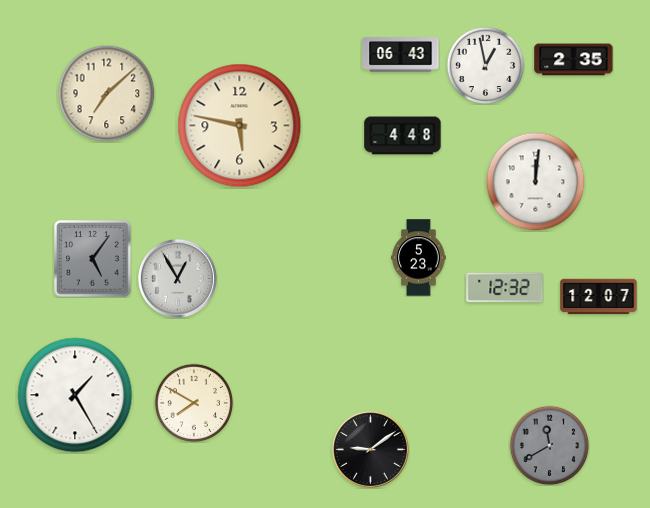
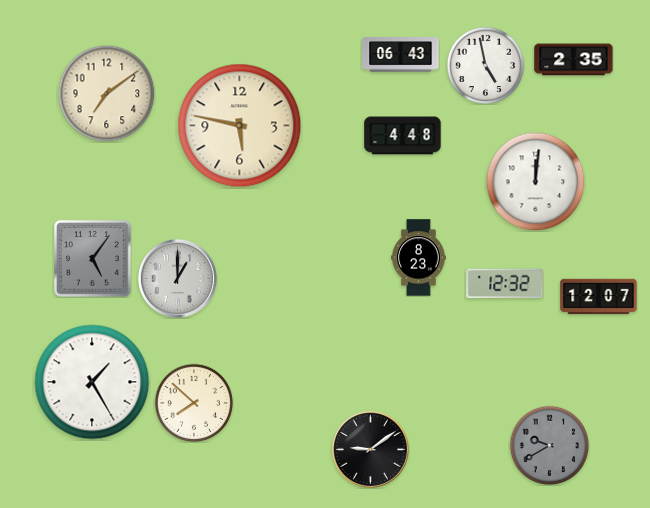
clock at (485, 65): 12:58 -> 4:58
clock at (106, 93): 7:08 -> 7:09
clock at (419, 258): 5:23 -> 8:23
clock at (177, 278): 12:55 -> 1:00
clock at (505, 288) position: (505, 288) -> (505, 284)
clock at (75, 395) position: (75, 395) -> (92, 382)
clock at (194, 403): 7:50 -> 7:52
clock at (549, 445): 11:40 -> 9:40
